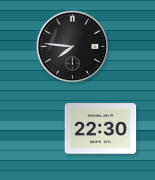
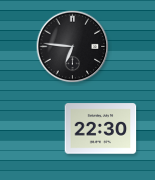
clock at (73, 47): 7:46 -> 6:46
